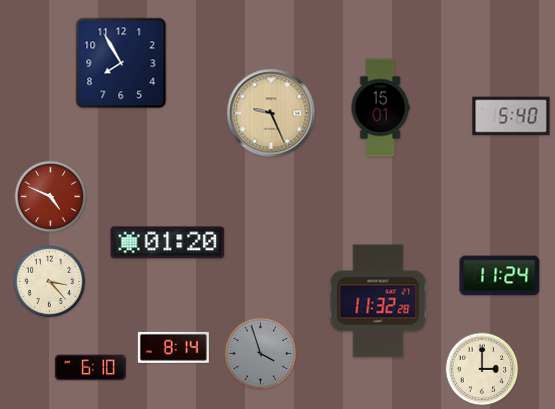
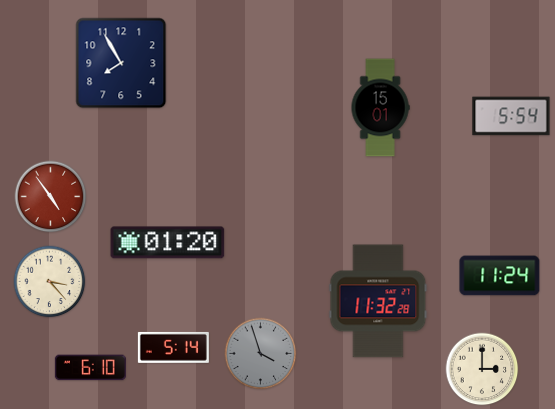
clock at (271, 113): 9:26 -> none
clock at (511, 116): 5:40 -> 5:54
clock at (51, 197): 4:49 -> 4:54
clock at (173, 347): 8:14 -> 5:14
